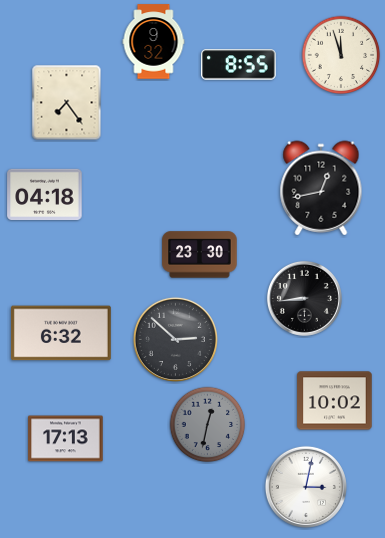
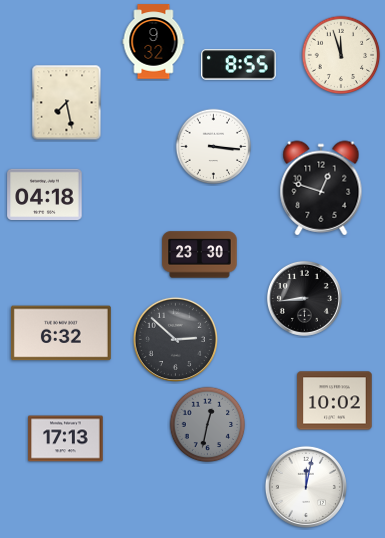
clock at (67, 103): 7:24 -> 7:28
clock at (214, 147): none -> 3:16
clock at (321, 188): 12:43 -> 12:48
clock at (306, 487): 3:02 -> 12:02
